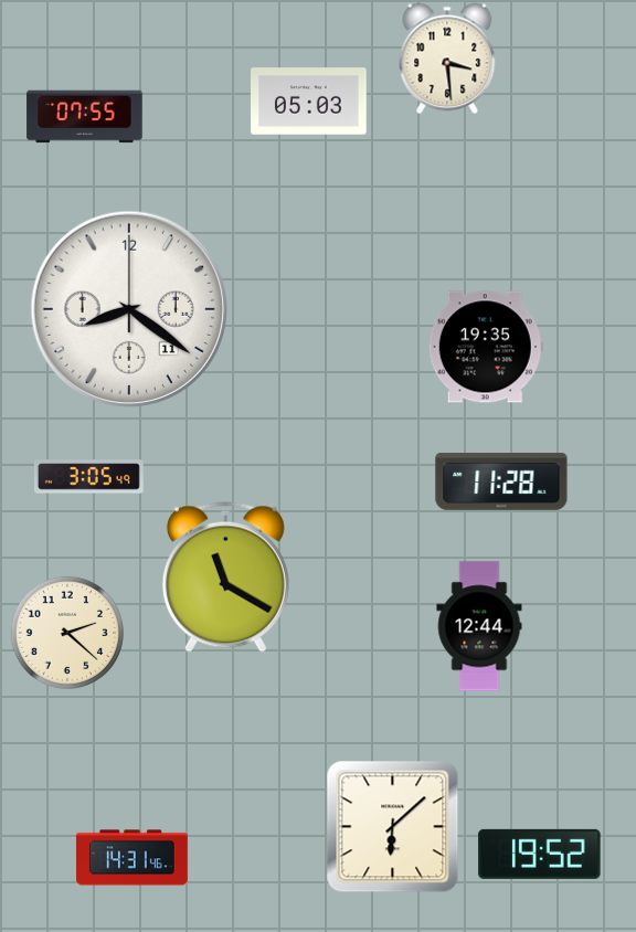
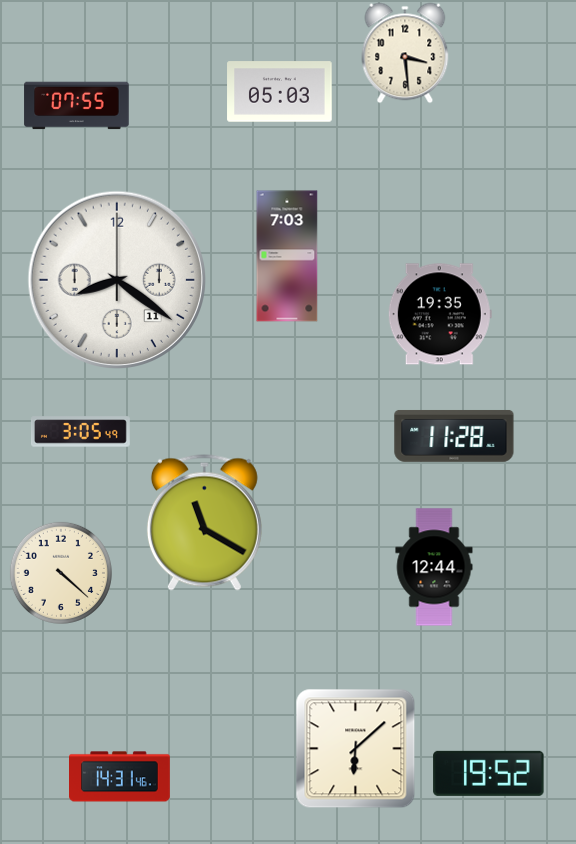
clock at (287, 256): none -> 7:03
clock at (67, 633): 2:22 -> 4:22
